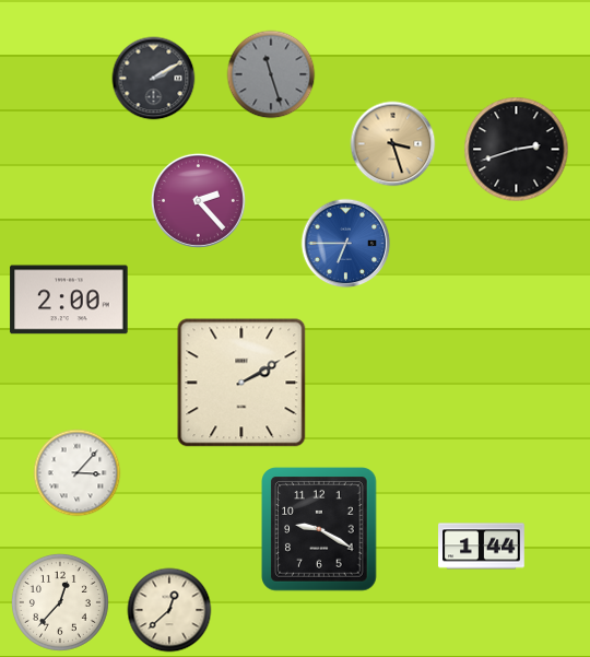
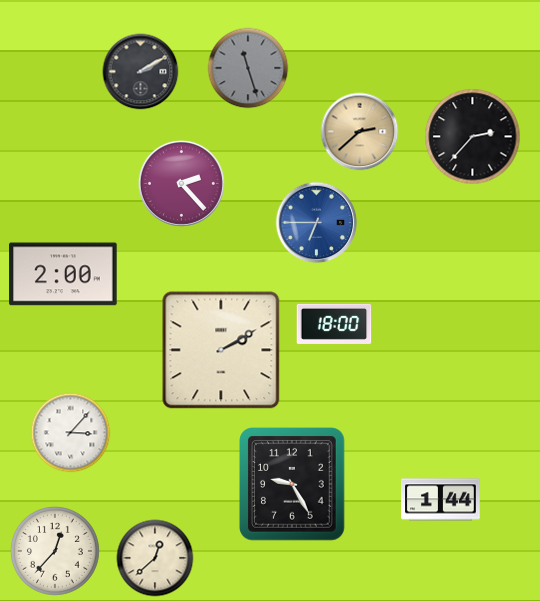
clock at (393, 144): 3:27 -> 2:38
clock at (517, 150): 2:42 -> 2:37
clock at (334, 324): none -> 18:00
clock at (319, 529): 9:20 -> 9:25
